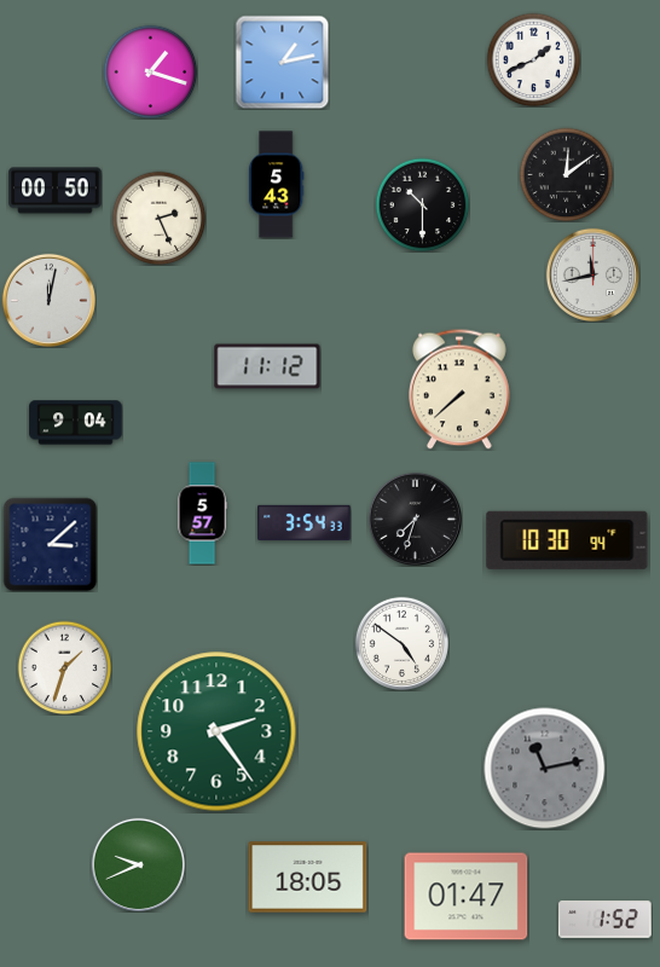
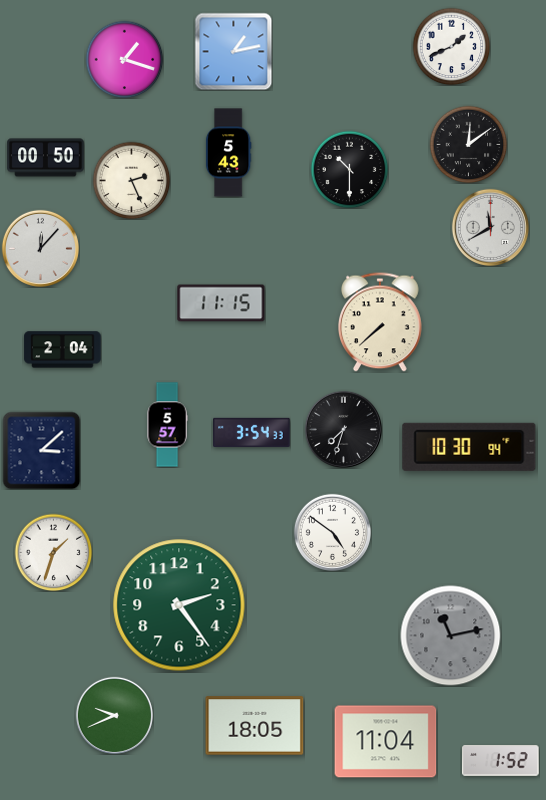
clock at (533, 59) position: (533, 59) -> (451, 46)
clock at (592, 274): 11:43 -> 11:40
clock at (48, 300): 12:02 -> 12:07
clock at (267, 366): 11:12 -> 11:15
clock at (76, 423): 9:04 -> 2:04
clock at (467, 897): 01:47 -> 11:04
